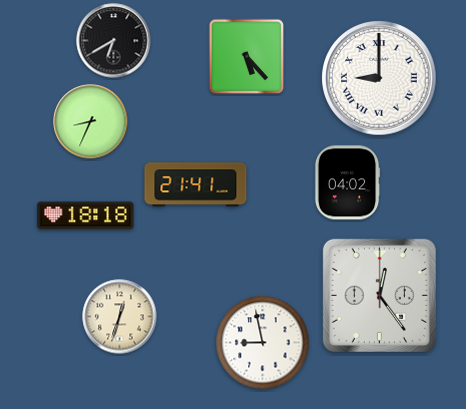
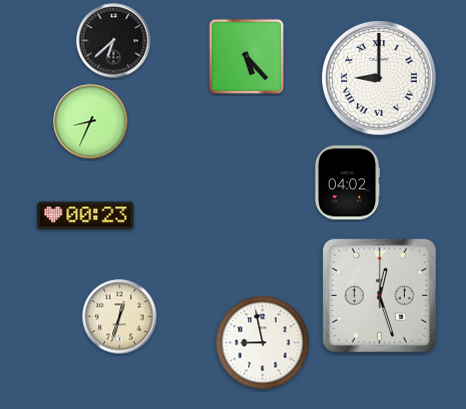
clock at (114, 41): 6:40 -> 6:38
clock at (196, 185): 21:41 -> none
clock at (86, 216): 18:18 -> 00:23
clock at (379, 295): 12:24 -> 12:27
